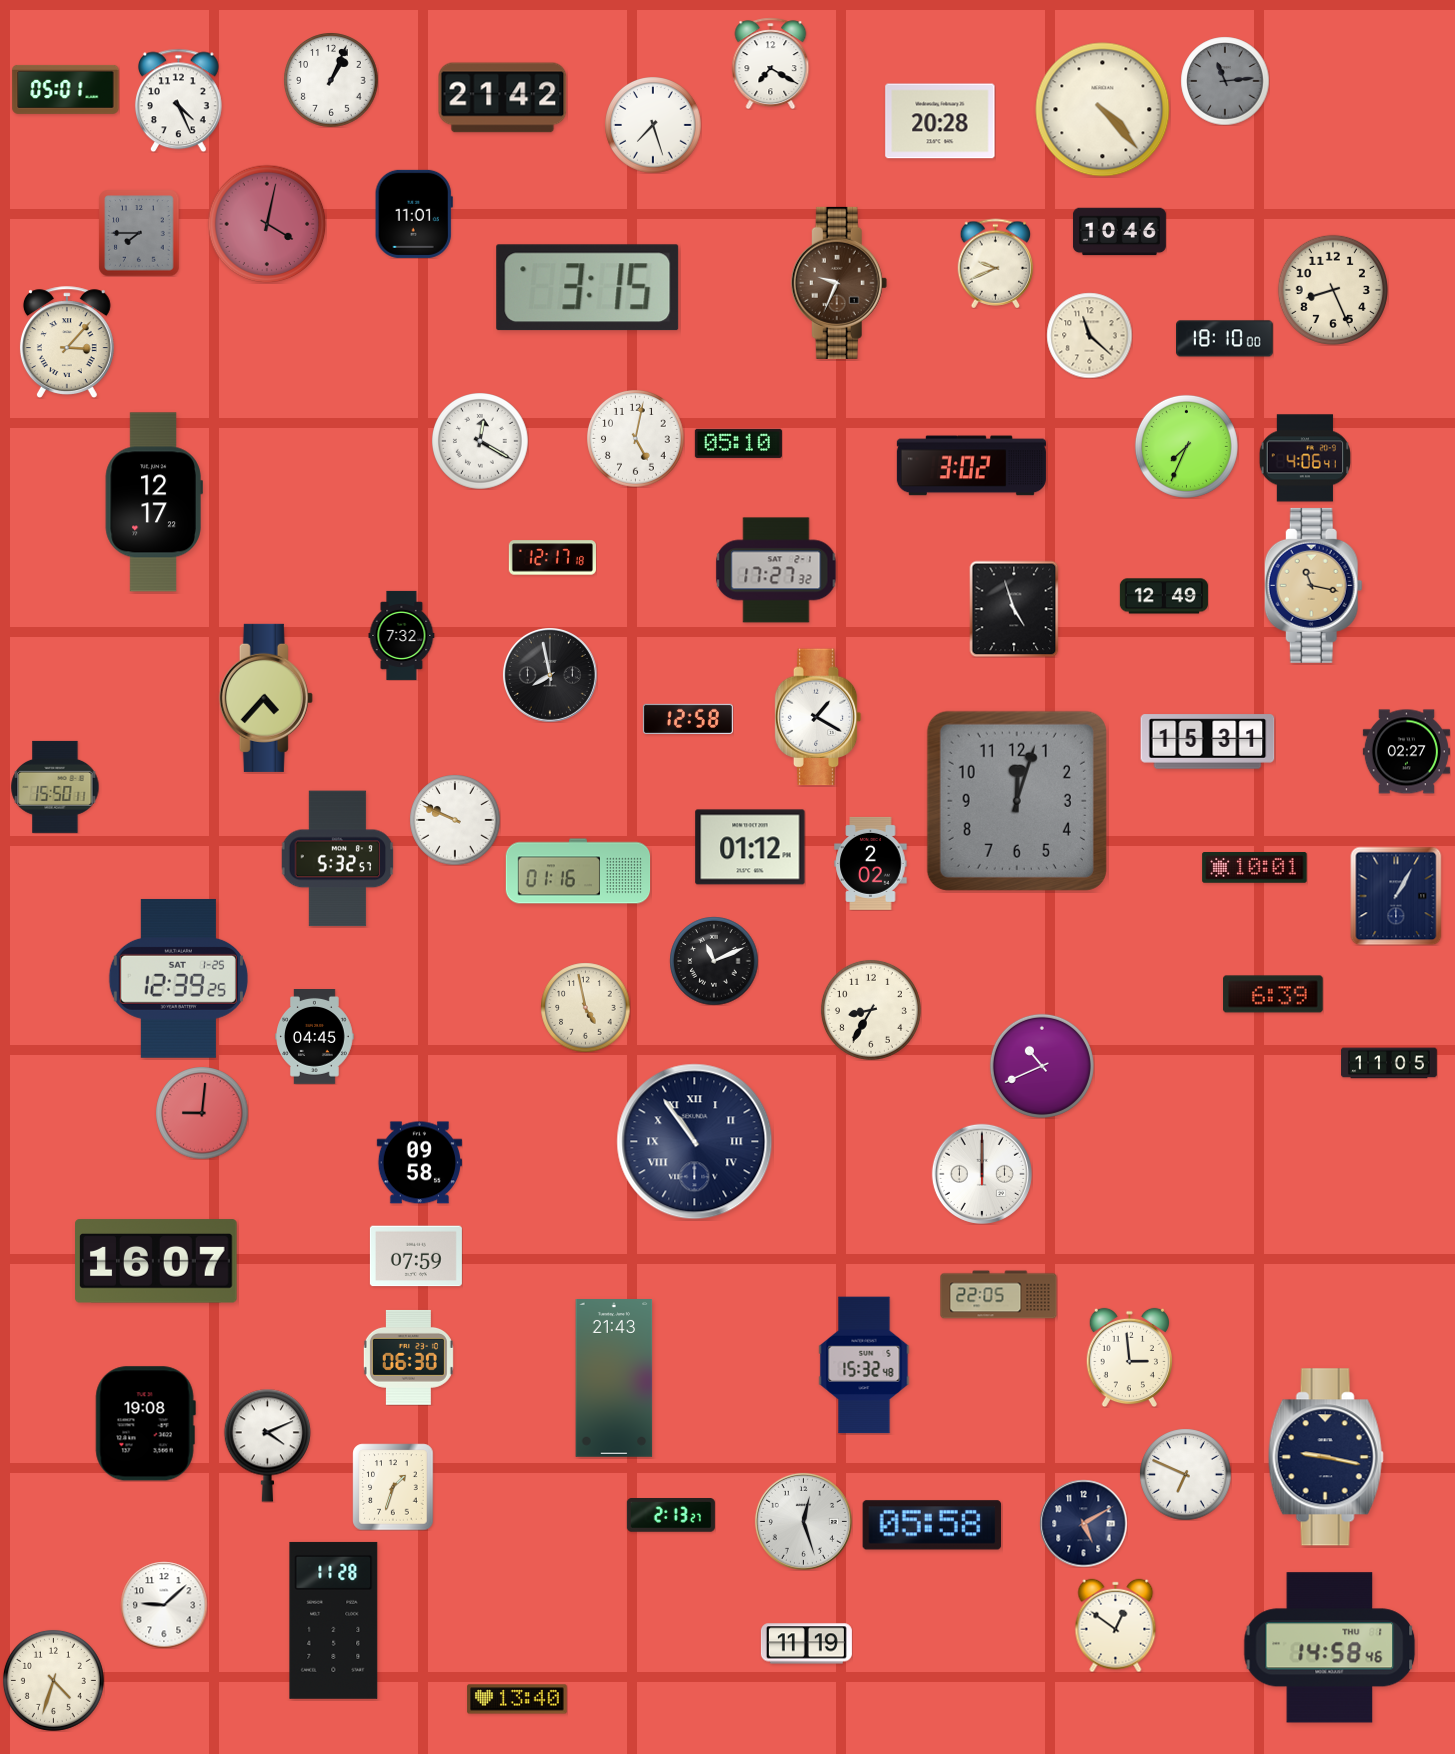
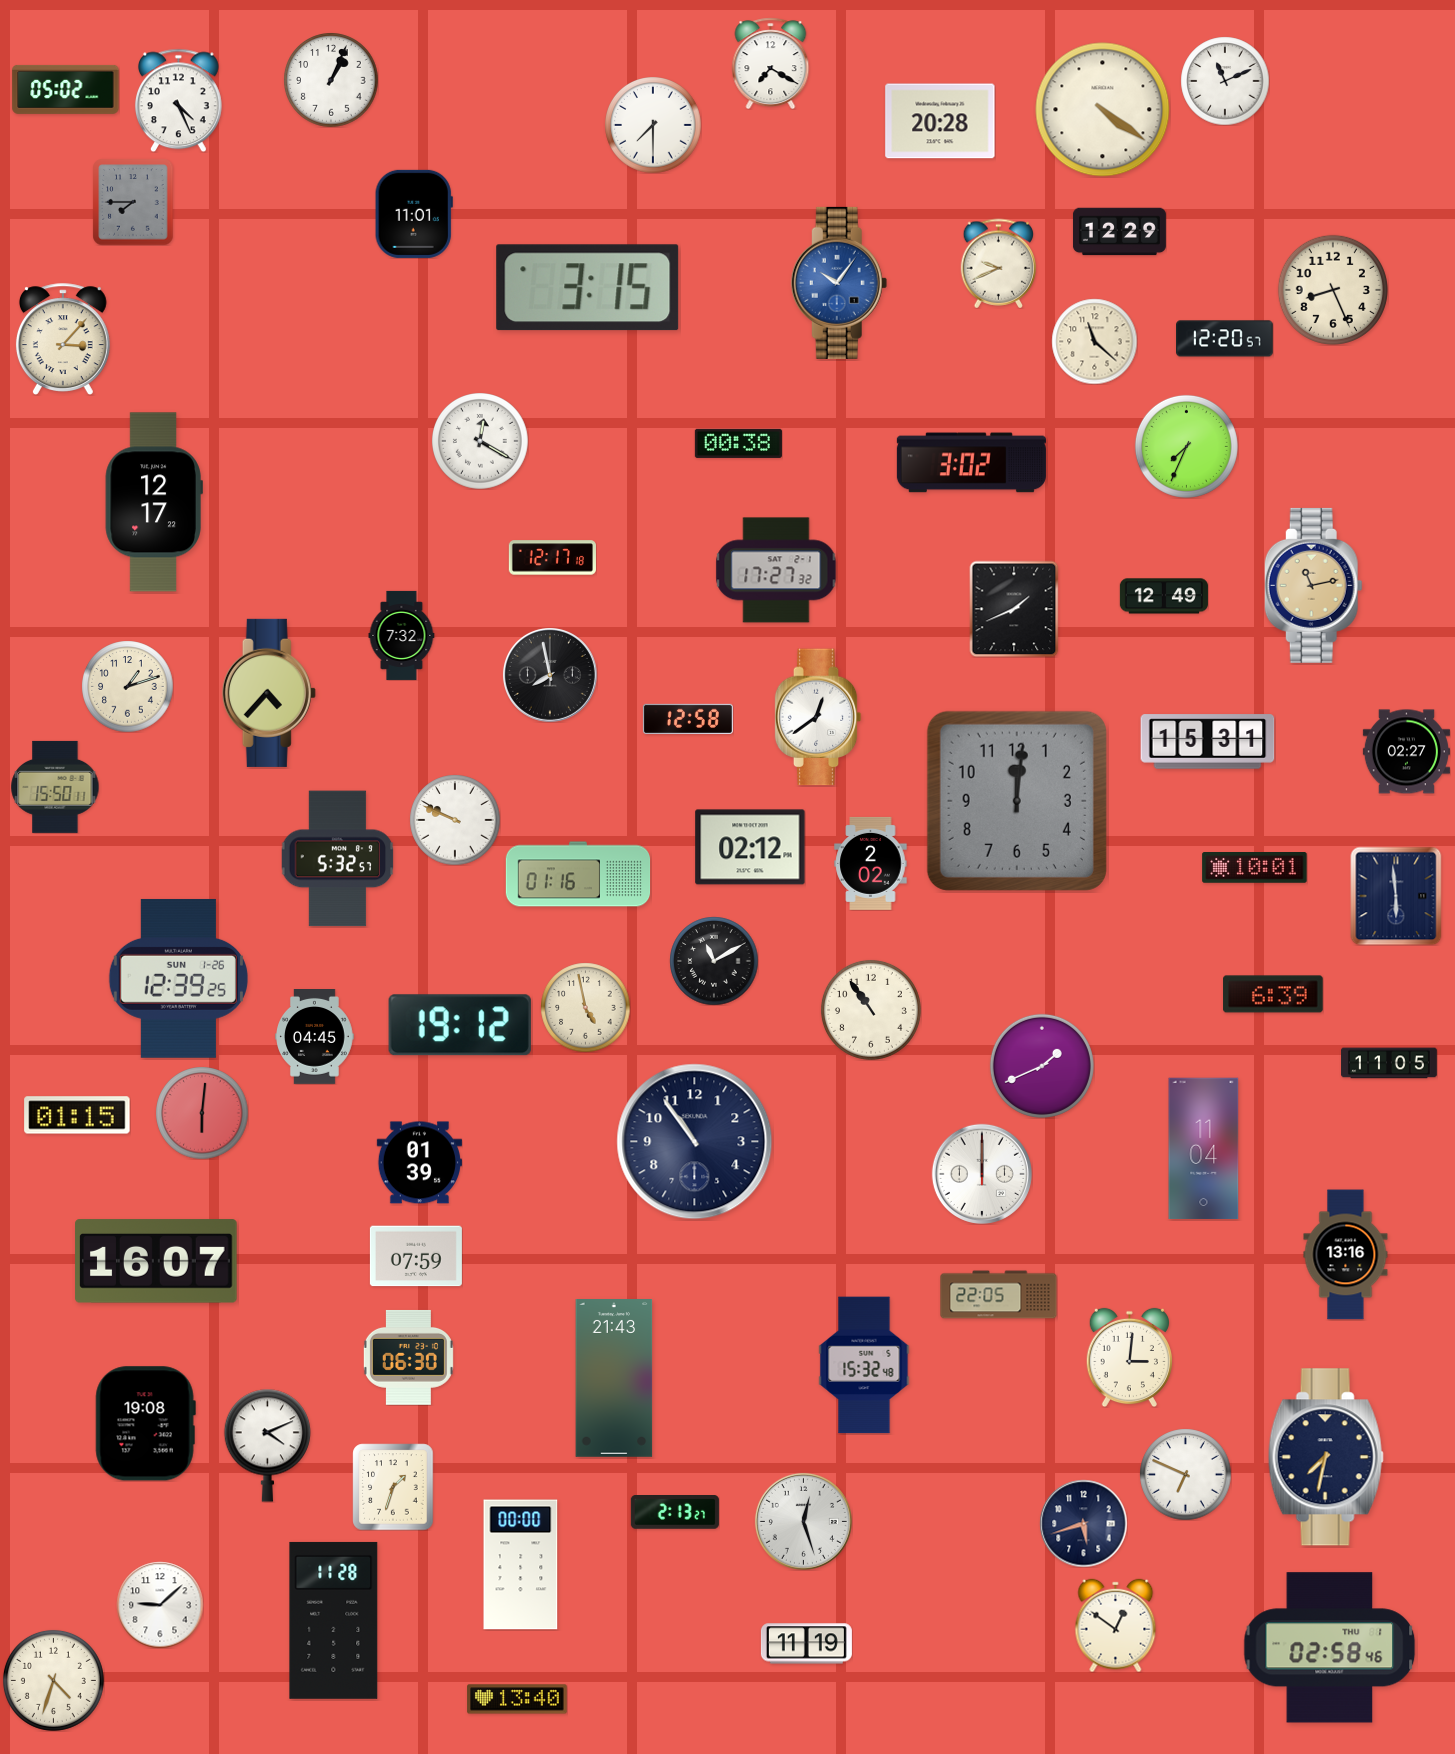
clock at (1225, 81): 11:14 -> 11:11
clock at (1225, 81) dial: grey -> white
clock at (66, 89): 05:01 -> 05:02
clock at (503, 98): 21:42 -> none
clock at (1103, 110): 4:23 -> 4:21
clock at (653, 125): 7:27 -> 7:30
clock at (267, 224): 4:02 -> none
clock at (1119, 232): 10:46 -> 12:29
clock at (139, 233) position: (139, 233) -> (133, 202)
clock at (996, 263) position: (996, 263) -> (999, 263)
clock at (839, 283): 9:34 -> 10:06
clock at (839, 283) dial: brown -> blue
clock at (1089, 335) position: (1089, 335) -> (1094, 341)
clock at (1225, 339): 18:10 -> 12:20
clock at (67, 342) position: (67, 342) -> (63, 339)
clock at (636, 439): 5:02 -> none
clock at (738, 443): 05:10 -> 00:38
clock at (1304, 458): 4:06 -> none
clock at (971, 466) position: (971, 466) -> (971, 463)
clock at (1313, 585): 11:17 -> 11:13
clock at (1014, 609): 4:57 -> 1:41
clock at (127, 686): none -> 1:12
clock at (266, 698) position: (266, 698) -> (269, 693)
clock at (818, 717): 1:20 -> 12:39
clock at (1017, 801): 12:03 -> 12:01
clock at (750, 847): 01:12 -> 02:12
clock at (578, 871) position: (578, 871) -> (578, 874)
clock at (1396, 896): 1:05 -> 5:59
clock at (714, 961): 11:11 -> 11:10
clock at (178, 978) date: SAT 1-25 -> SUN 1-26
clock at (871, 1010): 8:35 -> 10:54
clock at (460, 1025): none -> 19:12
clock at (1042, 1066): 10:41 -> 1:41
clock at (202, 1113): 9:01 -> 6:01
clock at (77, 1115): none -> 01:15
clock at (695, 1142) numerals: Roman -> Arabic
clock at (1204, 1149): none -> 11:04
clock at (419, 1163): 09:58 -> 01:39
clock at (1346, 1255): none -> 13:16
clock at (1129, 1357): 2:59 -> 3:01
clock at (1326, 1457): 9:17 -> 7:32
clock at (671, 1515) position: (671, 1515) -> (675, 1512)
clock at (1083, 1523): 5:10 -> 5:42
clock at (932, 1525): 05:58 -> none
clock at (521, 1565): none -> 00:00
clock at (164, 1605) position: (164, 1605) -> (160, 1605)
clock at (1330, 1648): 14:58 -> 02:58
